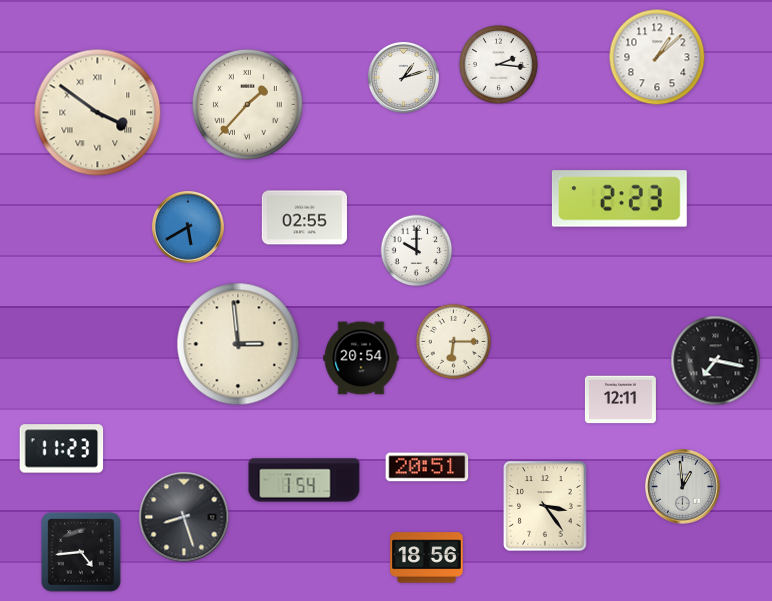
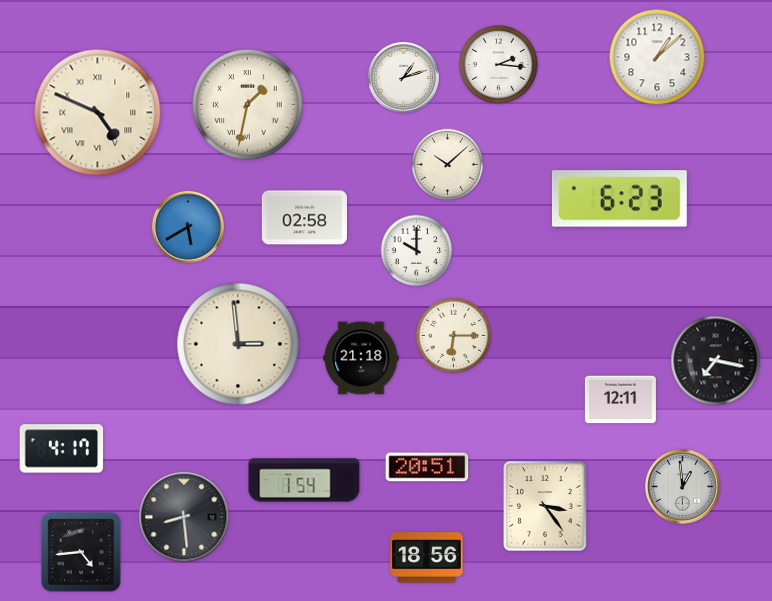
clock at (247, 104): 1:37 -> 1:32
clock at (98, 113): 3:51 -> 4:49
clock at (448, 165): none -> 10:08
clock at (619, 199): 2:23 -> 6:23
clock at (304, 218): 02:55 -> 02:58
clock at (453, 341) position: (453, 341) -> (453, 335)
clock at (361, 358): 20:54 -> 21:18
clock at (62, 449): 11:23 -> 4:17
clock at (184, 517): 8:27 -> 8:29
